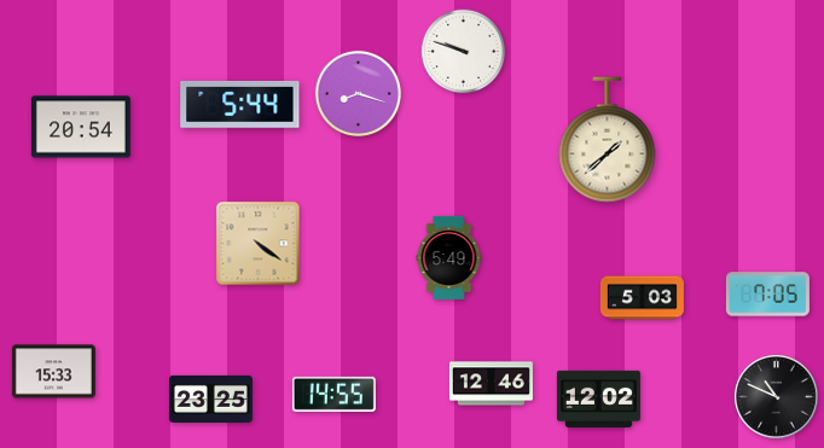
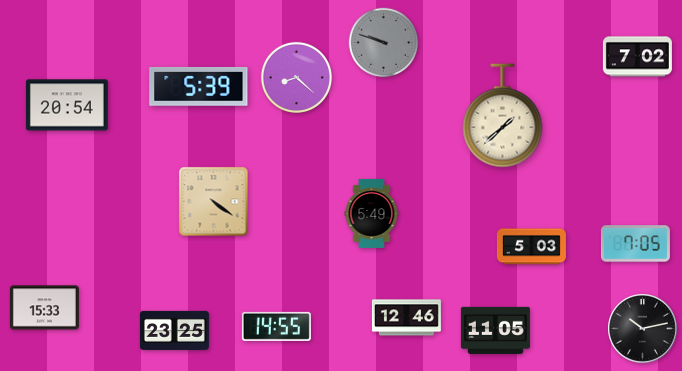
clock at (464, 52) dial: white -> grey
clock at (637, 57): none -> 7:02
clock at (358, 93): 8:18 -> 8:22
clock at (240, 104): 5:44 -> 5:39
clock at (777, 397): 10:49 -> 10:13
clock at (598, 398): 12:02 -> 11:05
